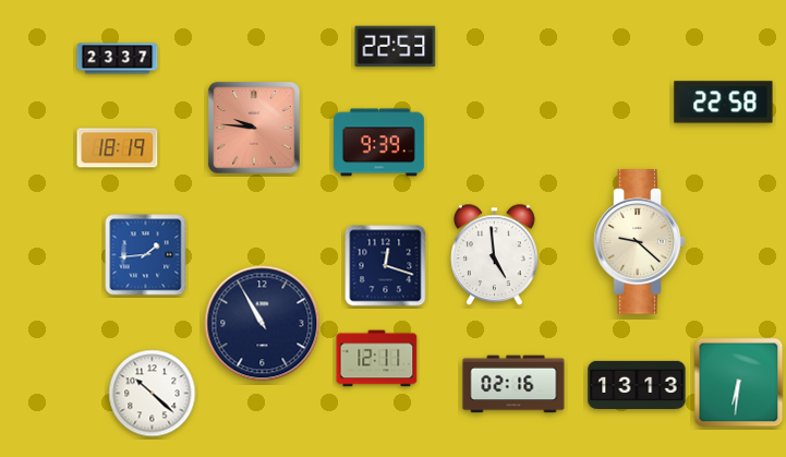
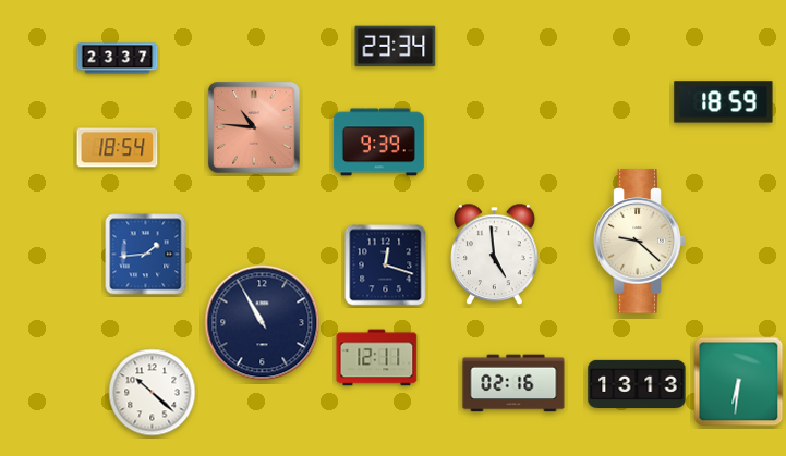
clock at (396, 47): 22:53 -> 23:34
clock at (724, 103): 22:58 -> 18:59
clock at (254, 128): 9:46 -> 10:46
clock at (118, 148): 18:19 -> 18:54
